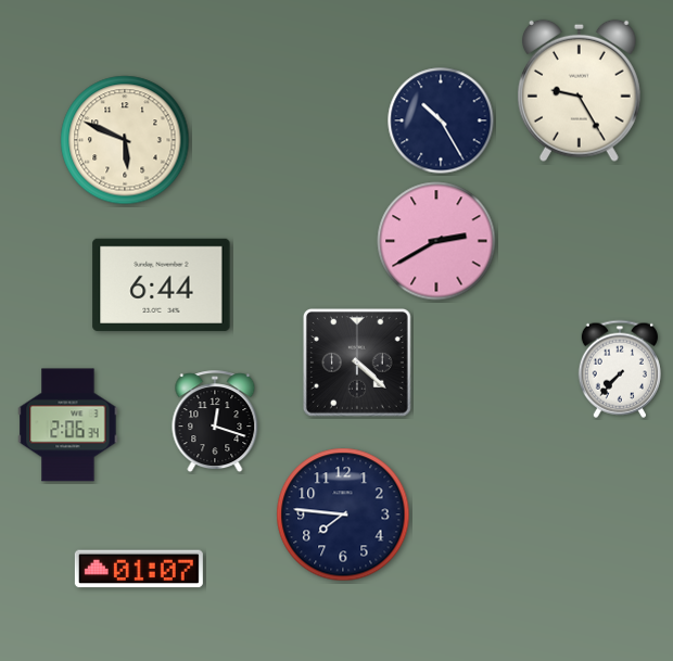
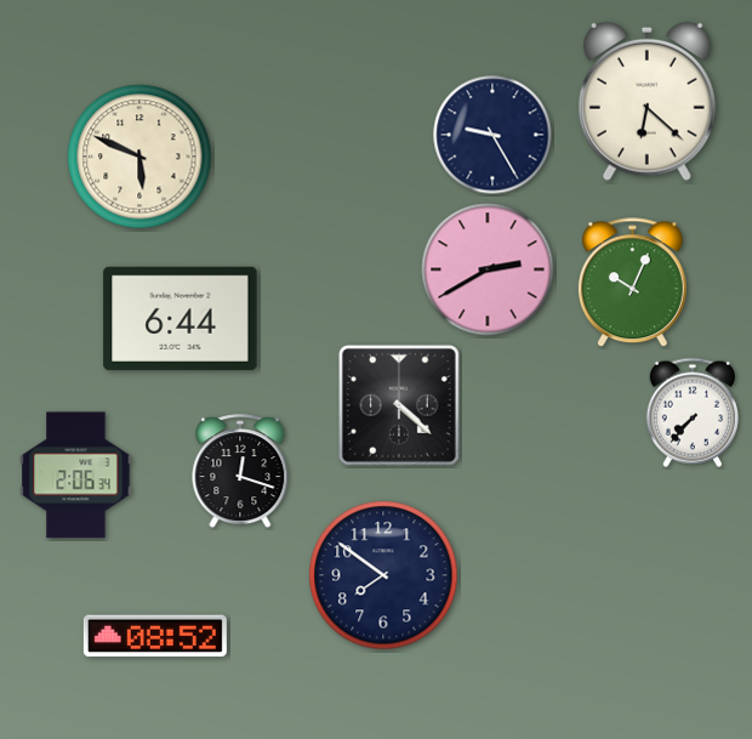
clock at (579, 90): 9:25 -> 6:22
clock at (441, 120): 10:25 -> 9:25
clock at (633, 283): none -> 10:04
clock at (343, 514): 7:46 -> 7:51
clock at (139, 569): 01:07 -> 08:52
